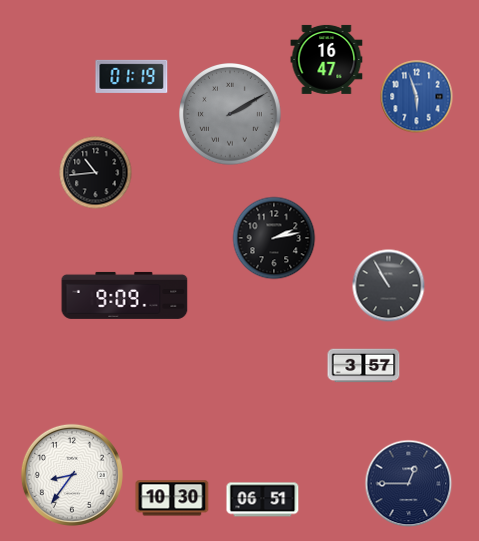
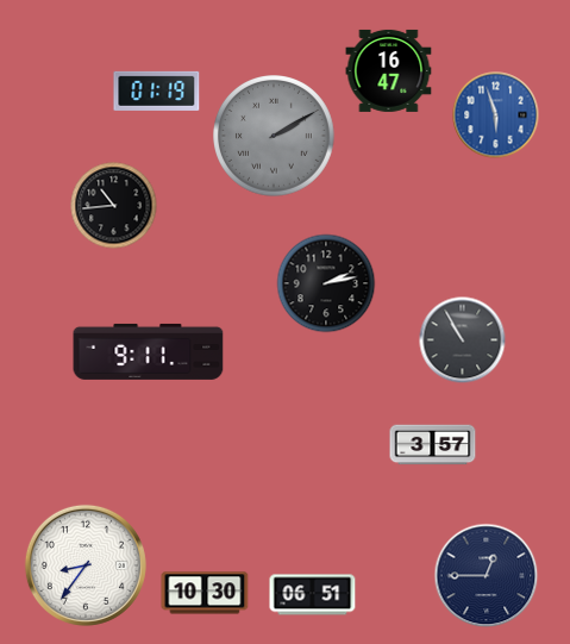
clock at (125, 295): 9:09 -> 9:11
clock at (364, 366) position: (364, 366) -> (433, 445)
